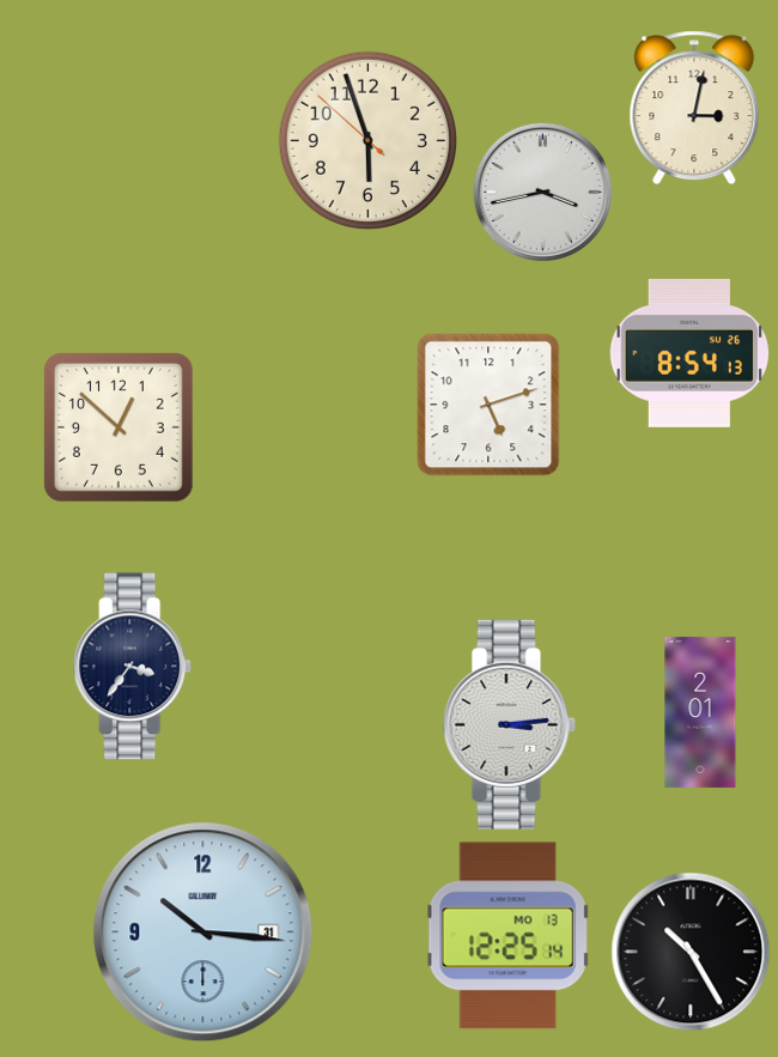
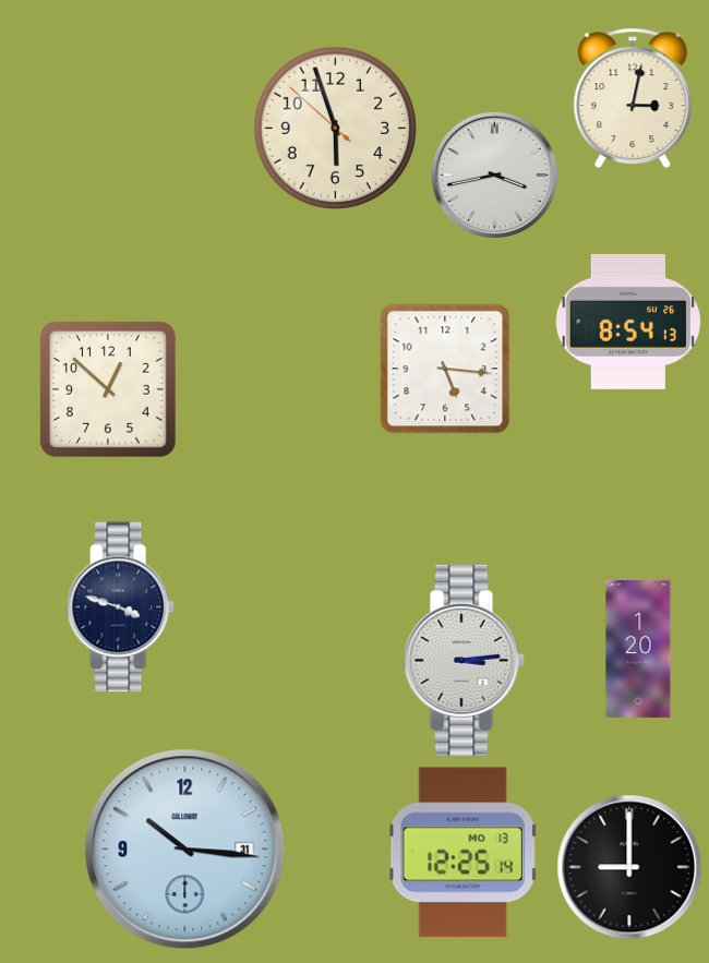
clock at (488, 405): 5:12 -> 5:16
clock at (133, 667): 3:36 -> 3:48
clock at (700, 712): 2:01 -> 1:20
clock at (691, 952): 10:25 -> 9:00
